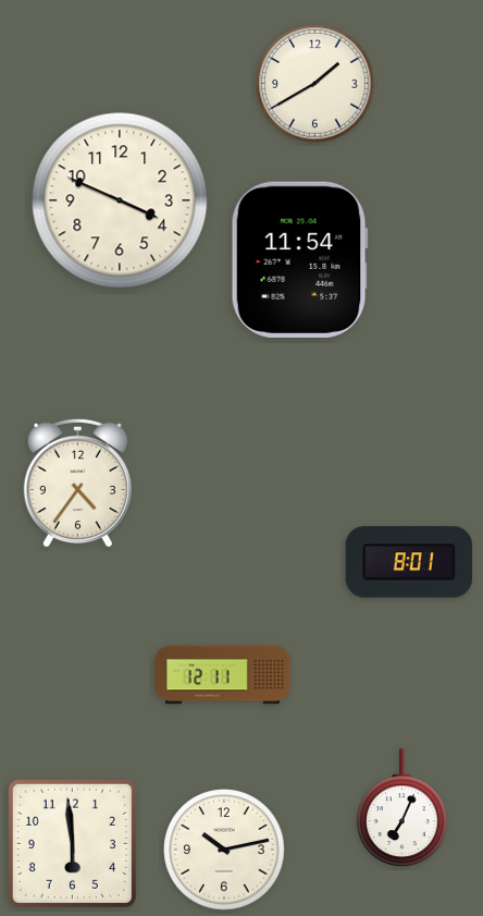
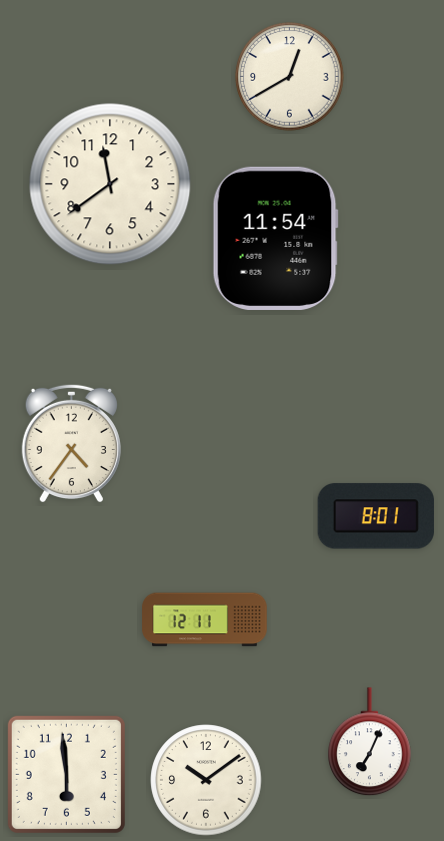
clock at (315, 84): 1:40 -> 12:40
clock at (120, 200): 3:49 -> 11:39
clock at (224, 850): 10:13 -> 10:09
